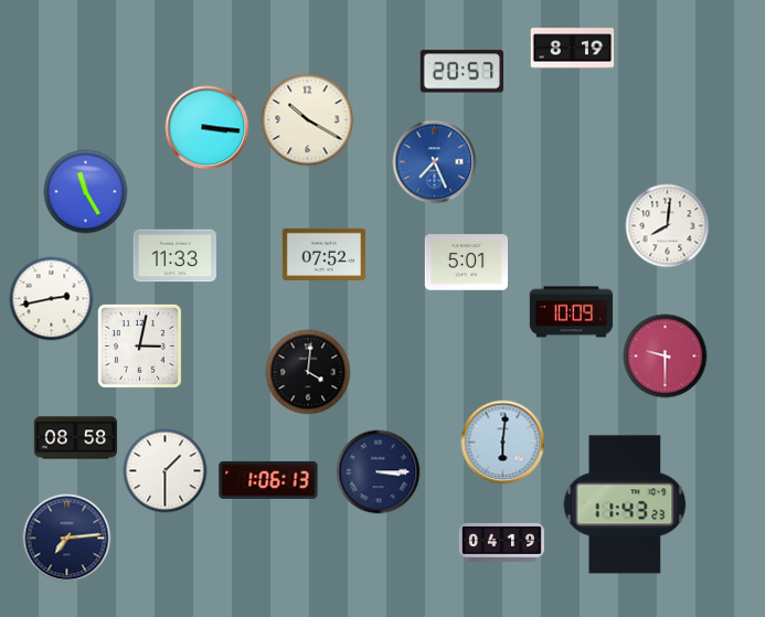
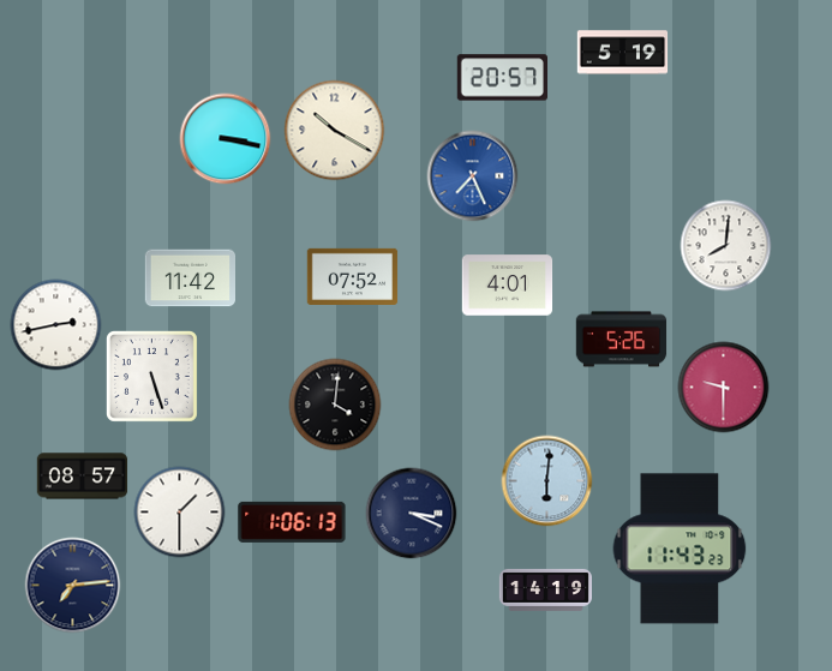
clock at (573, 49): 8:19 -> 5:19
clock at (208, 128): 3:16 -> 3:17
clock at (86, 192): 11:25 -> none
clock at (176, 256): 11:33 -> 11:42
clock at (467, 263): 5:01 -> 4:01
clock at (572, 312): 10:09 -> 5:26
clock at (139, 345): 3:02 -> 5:27
clock at (76, 438): 08:58 -> 08:57
clock at (379, 472): 3:15 -> 3:19
clock at (501, 542): 04:19 -> 14:19
